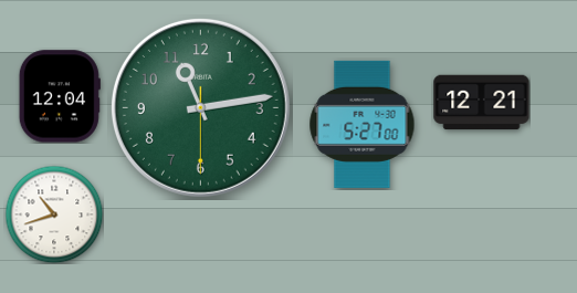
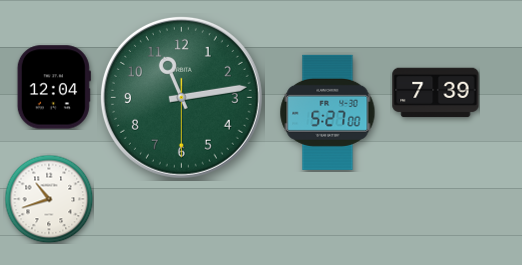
clock at (482, 103): 12:21 -> 7:39
clock at (54, 214) position: (54, 214) -> (49, 199)
